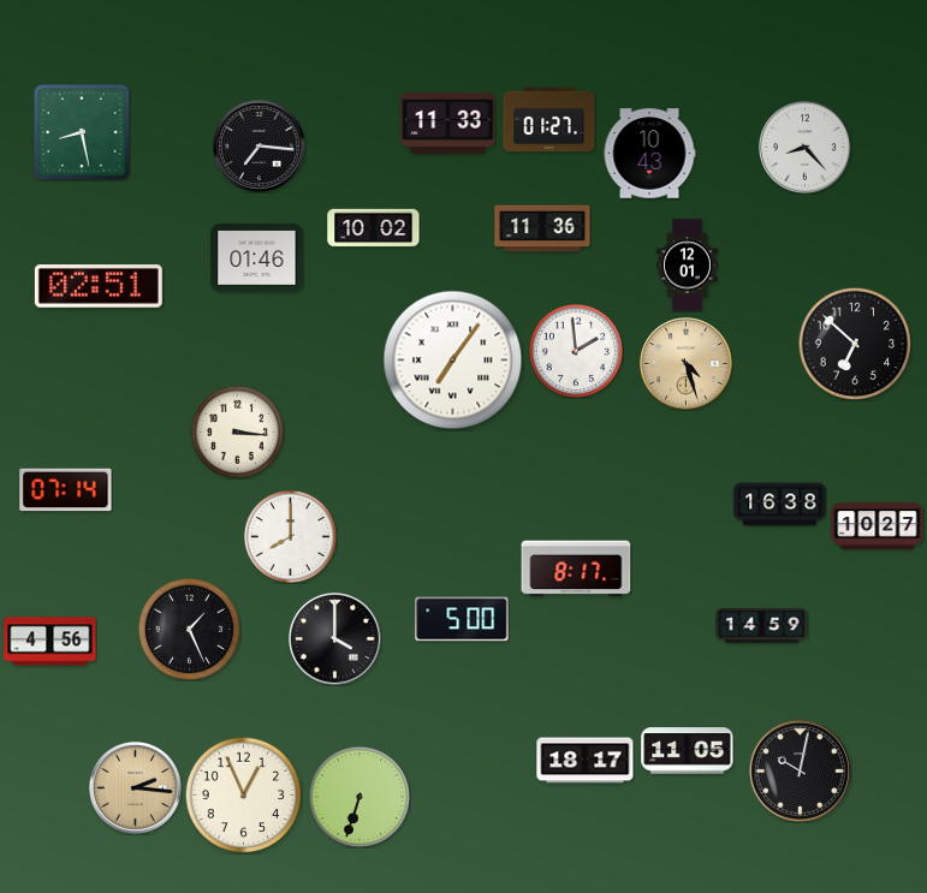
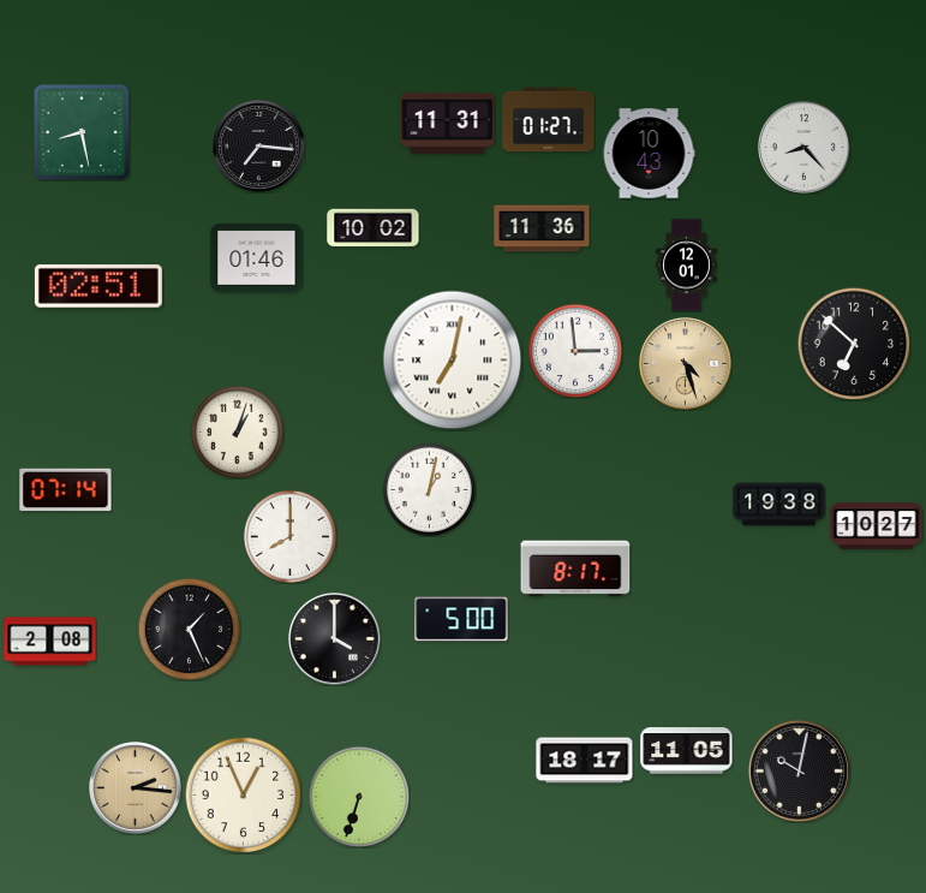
clock at (448, 123): 11:33 -> 11:31
clock at (576, 351): 1:59 -> 2:59
clock at (453, 361): 7:06 -> 7:02
clock at (237, 431): 3:16 -> 1:03
clock at (429, 489): none -> 1:02
clock at (780, 505): 16:38 -> 19:38
clock at (762, 625): 14:59 -> none
clock at (50, 642): 4:56 -> 2:08
